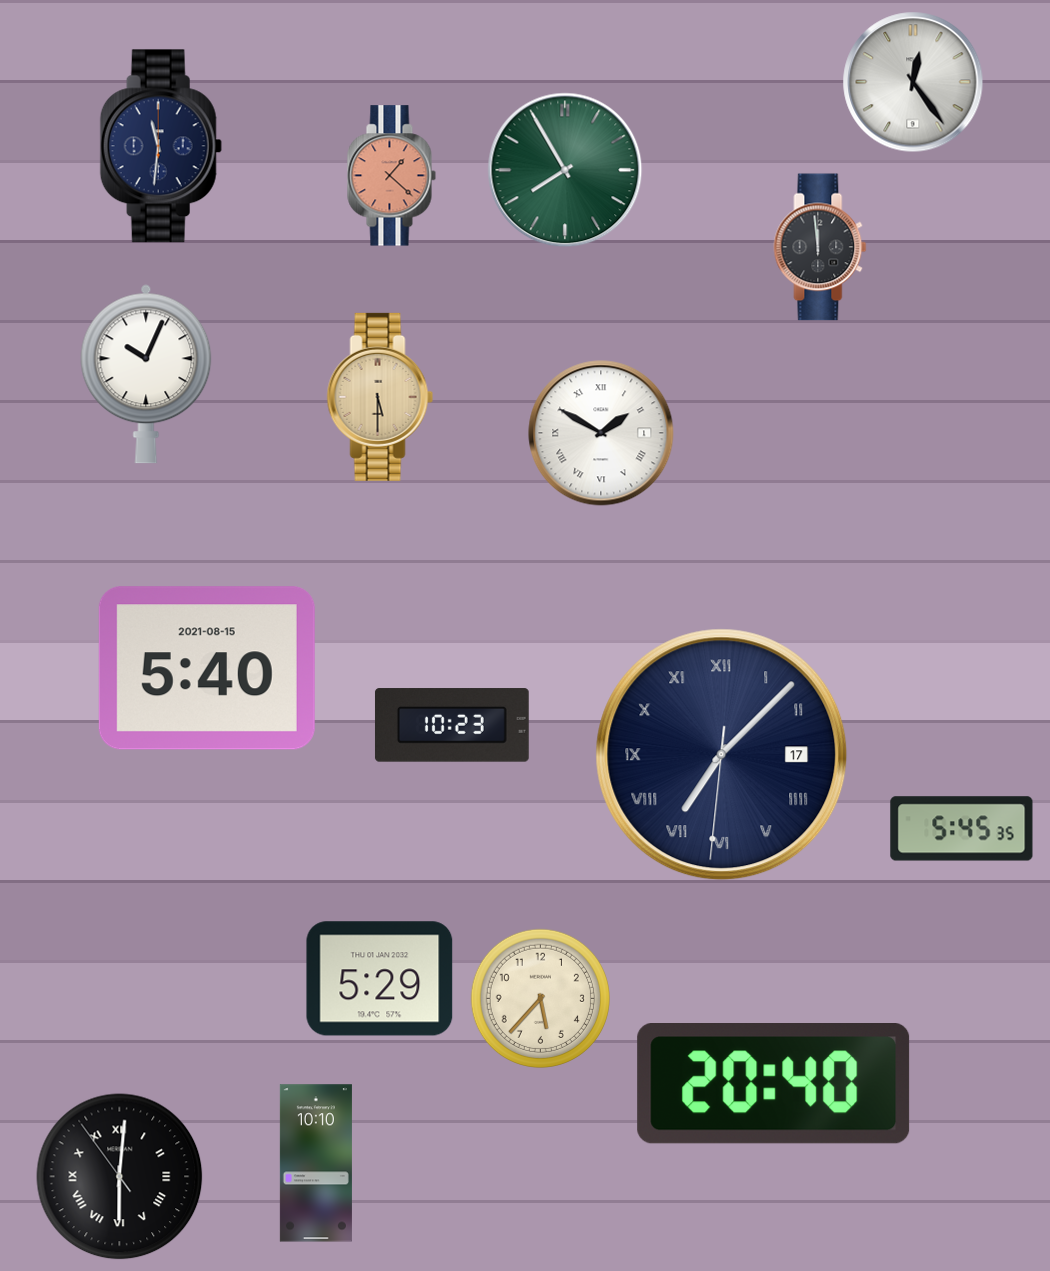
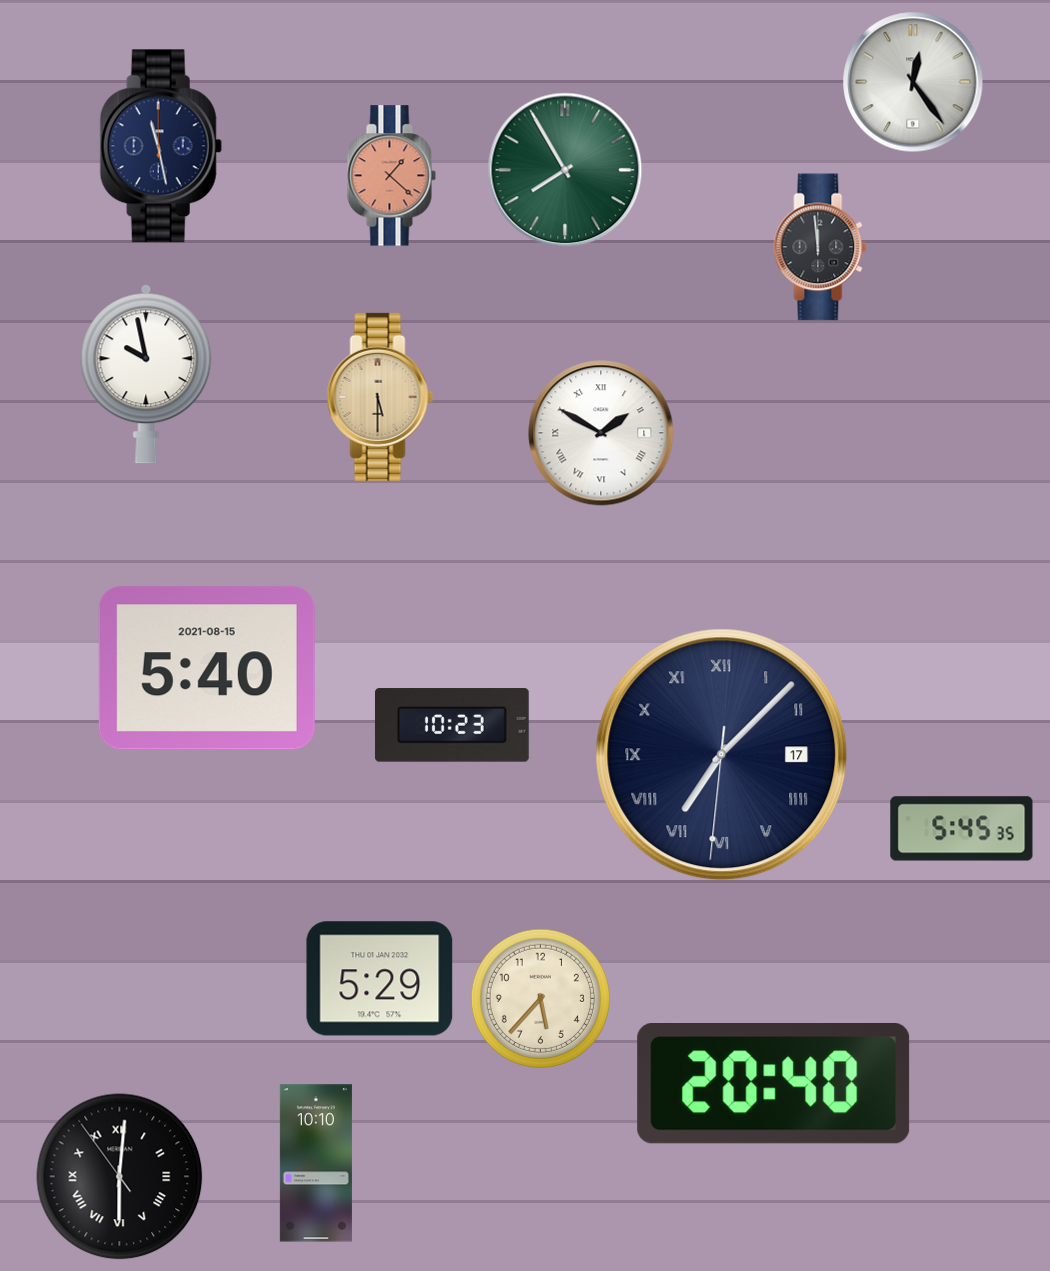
clock at (161, 146): 11:31 -> 11:28
clock at (146, 374): 10:04 -> 9:58
